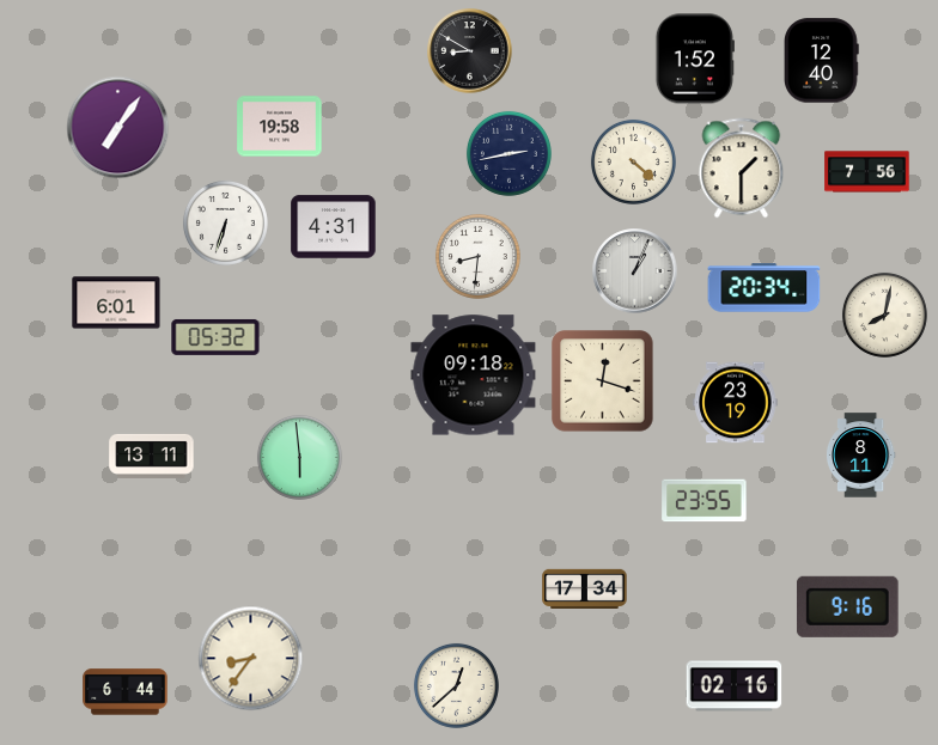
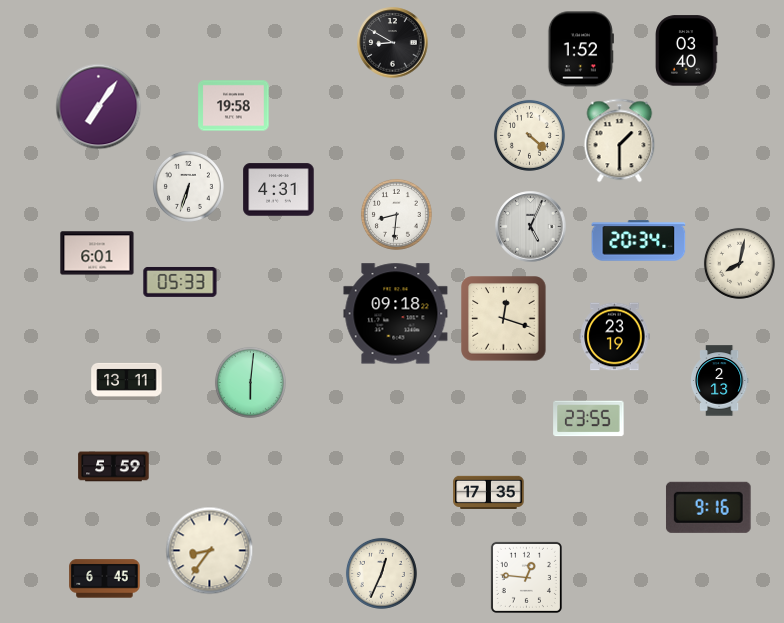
clock at (822, 61): 12:40 -> 03:40
clock at (508, 153): 2:43 -> none
clock at (867, 172): 7:56 -> none
clock at (477, 256) position: (477, 256) -> (396, 214)
clock at (635, 271): 1:04 -> 5:04
clock at (215, 337): 05:32 -> 05:33
clock at (860, 456): 8:11 -> 2:13
clock at (299, 457): 5:59 -> 6:01
clock at (114, 467): none -> 5:59
clock at (585, 588): 17:34 -> 17:35
clock at (456, 685): 12:38 -> 12:34
clock at (735, 686): 02:16 -> none
clock at (526, 577): none -> 12:46
clock at (126, 692): 6:44 -> 6:45
